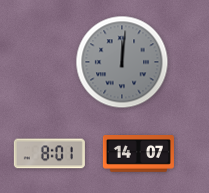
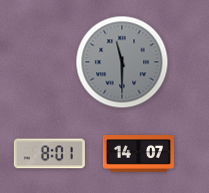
clock at (122, 62): 12:01 -> 11:30
